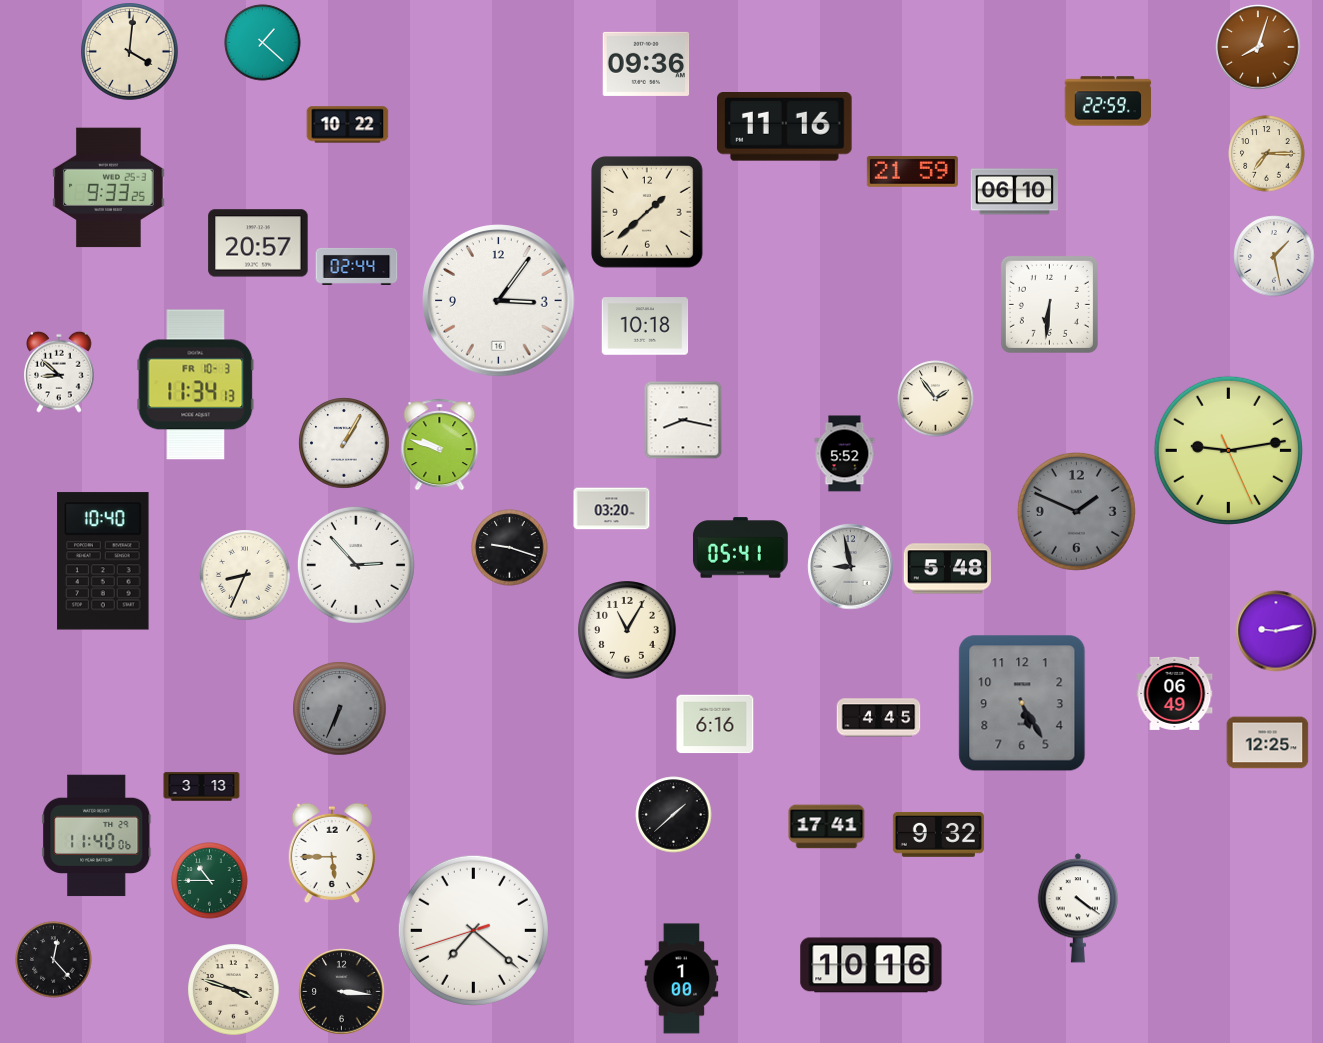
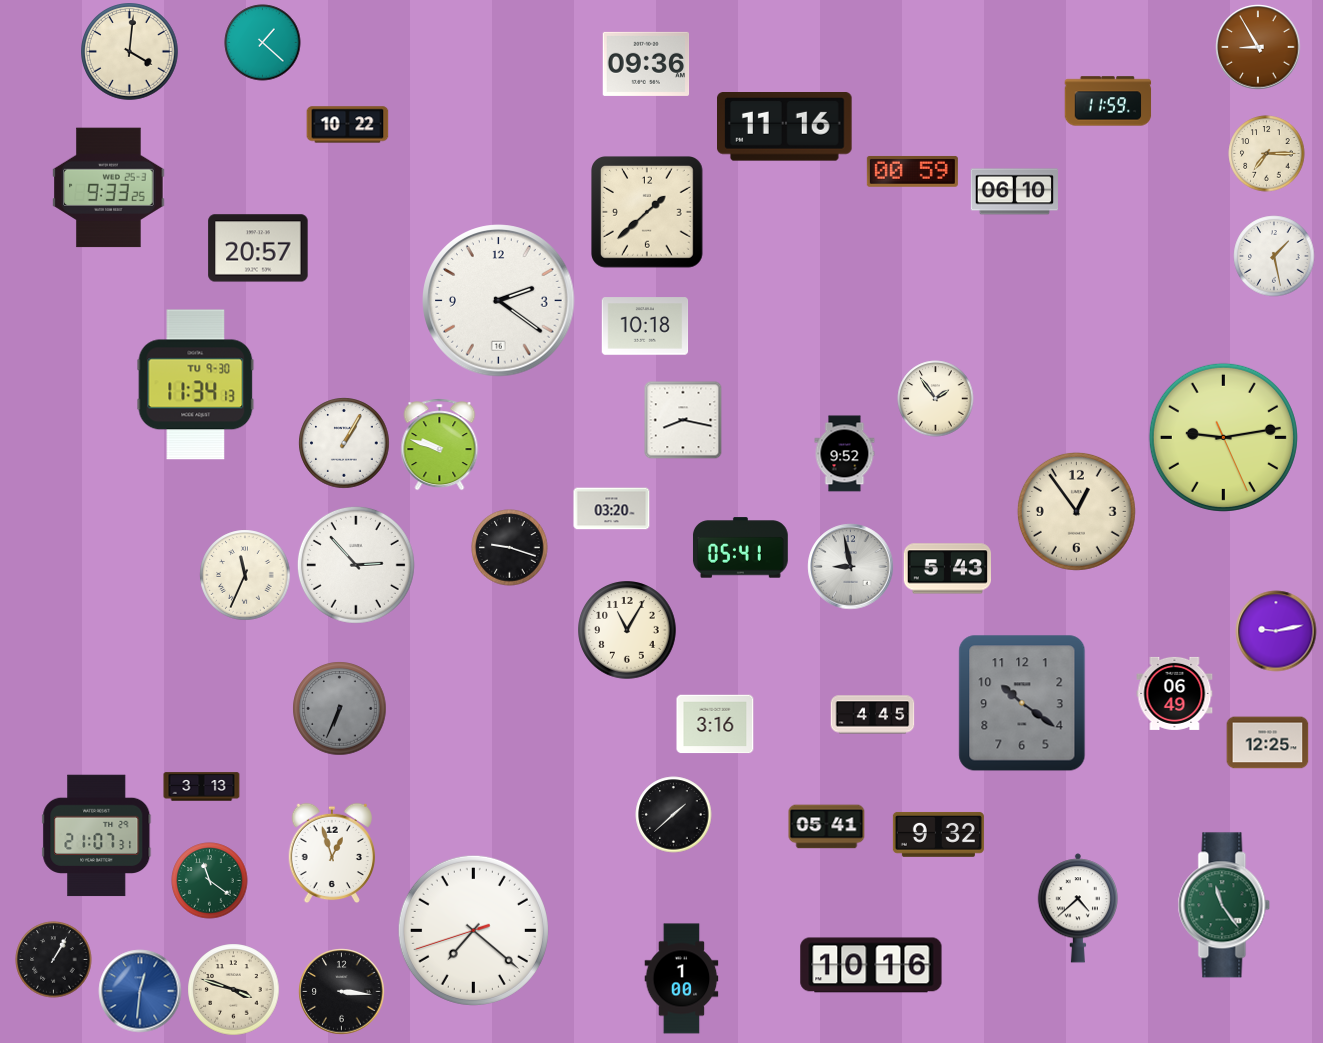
clock at (1258, 47): 8:03 -> 8:55
clock at (1108, 101): 22:59 -> 11:59
clock at (912, 171): 21:59 -> 00:59
clock at (258, 243) position: (258, 243) -> (258, 248)
clock at (357, 266): 02:44 -> none
clock at (499, 301): 3:06 -> 2:21
clock at (1049, 304): 6:31 -> none
clock at (59, 372): 8:52 -> none
clock at (196, 385) date: FR 10-3 -> TU 9-30
clock at (1228, 450) position: (1228, 450) -> (1223, 437)
clock at (845, 454): 5:52 -> 9:52
clock at (1076, 511): 1:49 -> 12:54
clock at (1076, 511) dial: grey -> cream
clock at (103, 561): 10:40 -> none
clock at (947, 569): 5:48 -> 5:43
clock at (245, 575): 8:34 -> 11:34
clock at (1022, 703): 5:25 -> 10:21
clock at (879, 718) position: (879, 718) -> (873, 715)
clock at (715, 724): 6:16 -> 3:16
clock at (827, 827): 17:41 -> 05:41
clock at (97, 836): 11:40 -> 21:07
clock at (331, 853): 5:45 -> 12:57
clock at (210, 881): 10:45 -> 11:21
clock at (1224, 905): none -> 11:24
clock at (1077, 908): 4:21 -> 4:38
clock at (54, 960): 12:23 -> 1:05
clock at (140, 991): none -> 12:31
